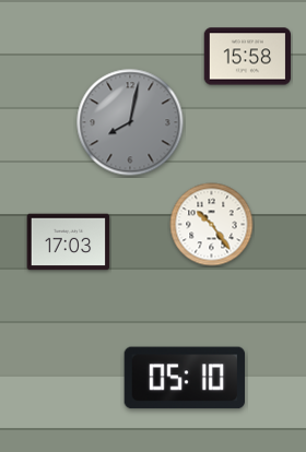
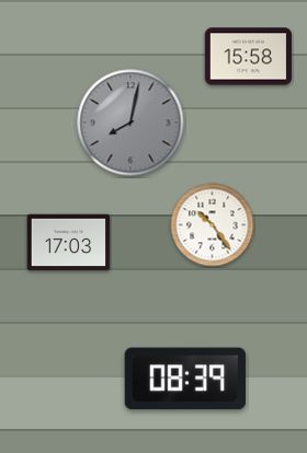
clock at (184, 378): 05:10 -> 08:39
